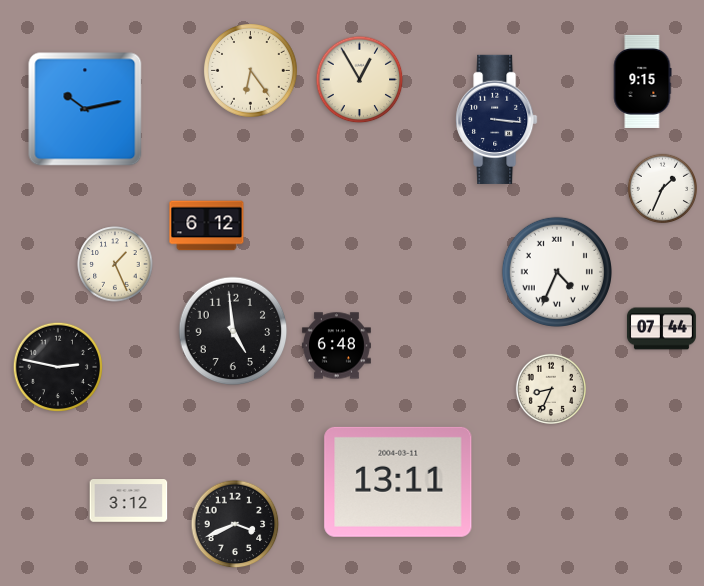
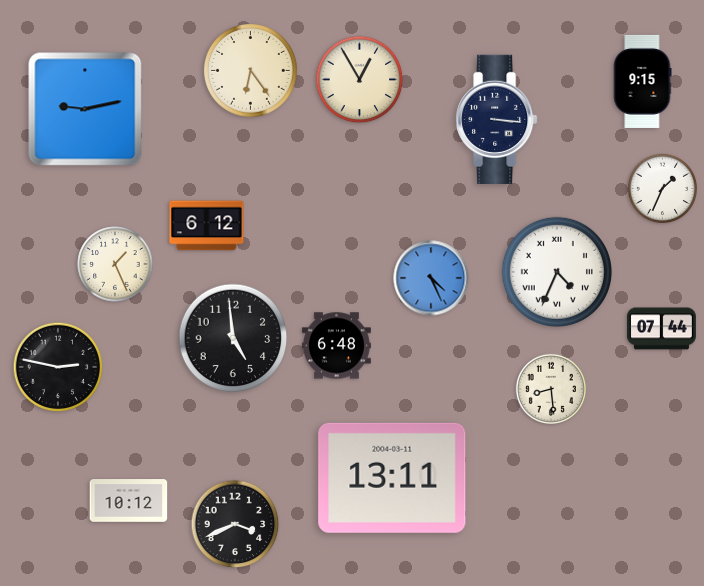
clock at (85, 109): 10:13 -> 9:13
clock at (431, 278): none -> 4:26
clock at (233, 331) position: (233, 331) -> (233, 338)
clock at (551, 389): 8:34 -> 8:29
clock at (398, 482) position: (398, 482) -> (392, 478)
clock at (129, 501): 3:12 -> 10:12
